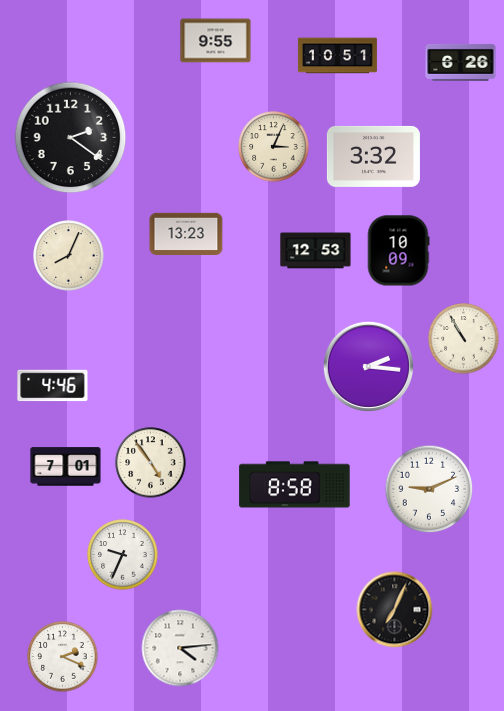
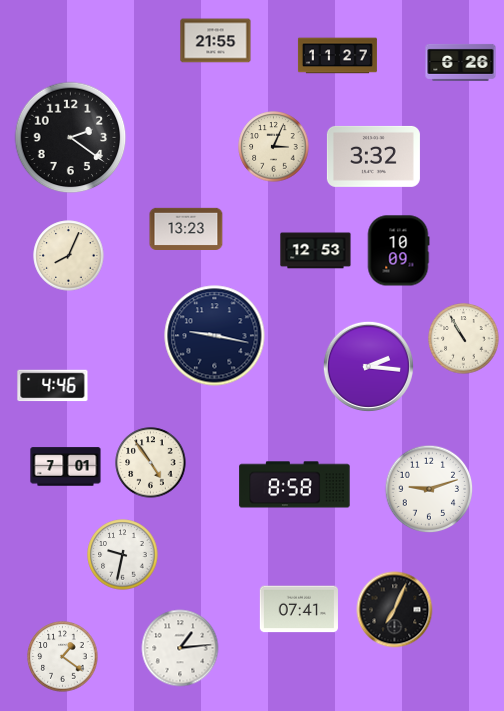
clock at (216, 41): 9:55 -> 21:55
clock at (337, 56): 10:51 -> 11:27
clock at (186, 233) position: (186, 233) -> (186, 228)
clock at (215, 336): none -> 9:17
clock at (429, 489): 9:11 -> 9:12
clock at (123, 555): 9:34 -> 9:32
clock at (299, 609): none -> 07:41
clock at (180, 648): 4:14 -> 1:14
clock at (63, 657): 2:19 -> 1:21
